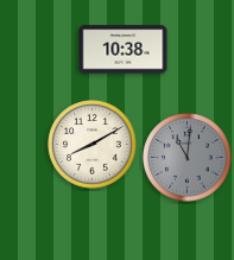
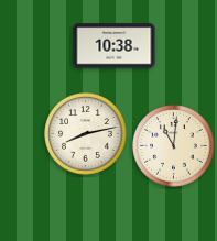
clock at (93, 145): 8:10 -> 8:13
clock at (188, 158) dial: grey -> cream
